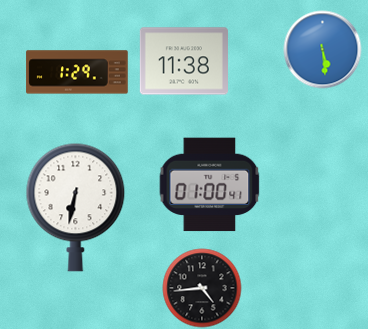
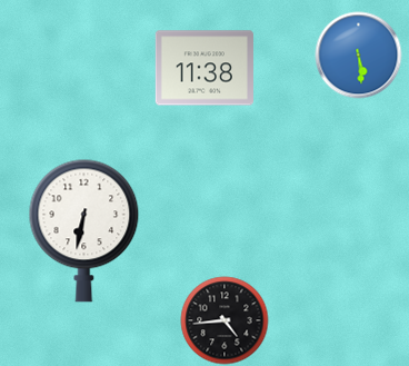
clock at (77, 72): 1:29 -> none
clock at (209, 185): 01:00 -> none
